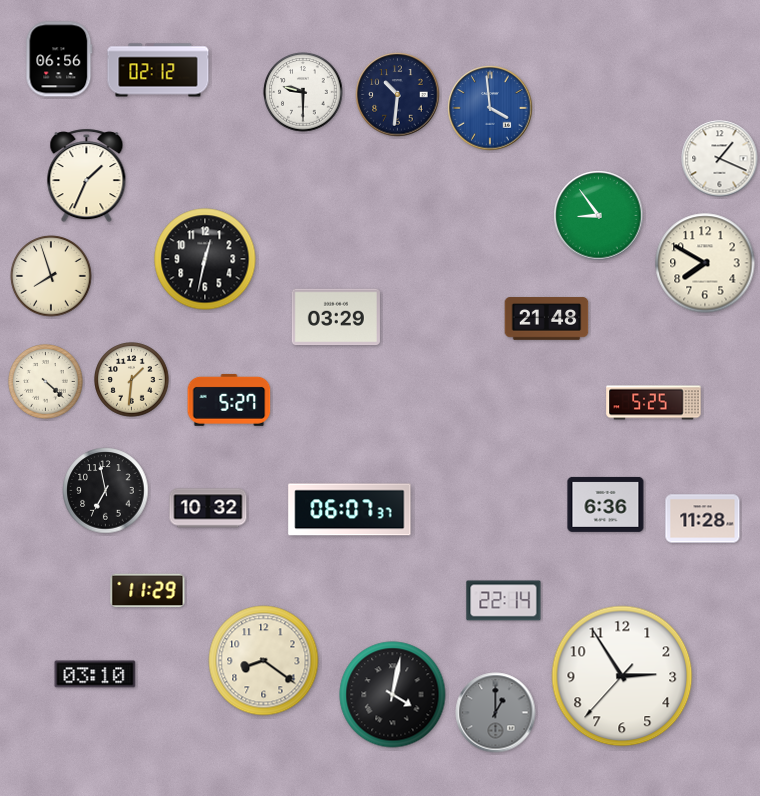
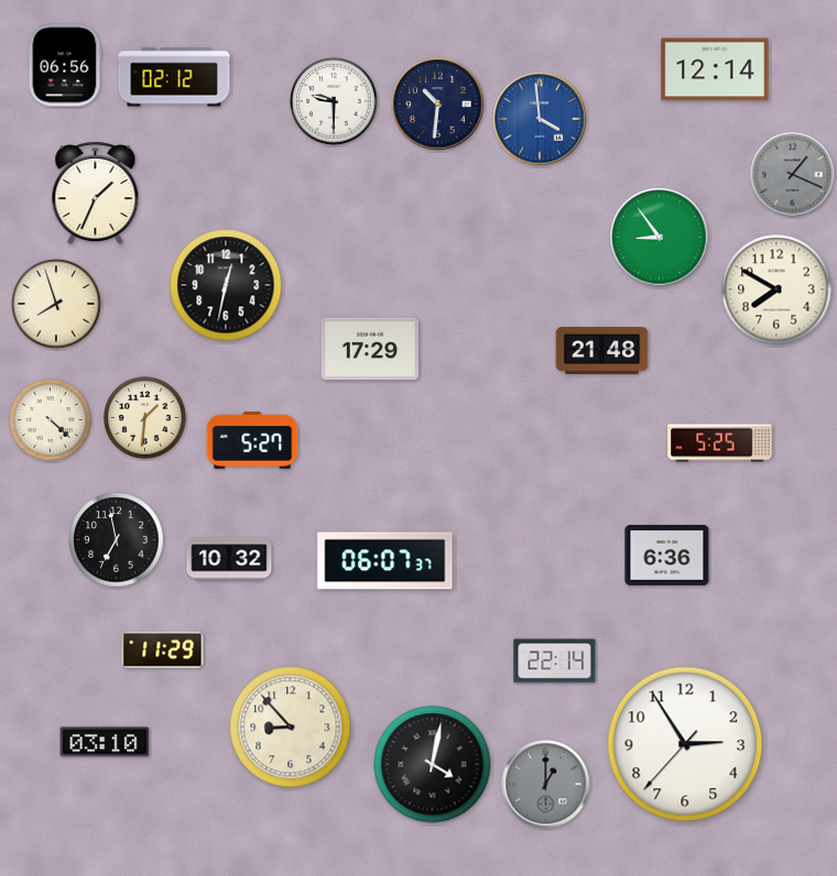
clock at (715, 69): none -> 12:14
clock at (720, 159) dial: white -> grey
clock at (336, 317): 03:29 -> 17:29
clock at (703, 519): 11:28 -> none
clock at (264, 661): 8:21 -> 8:53
